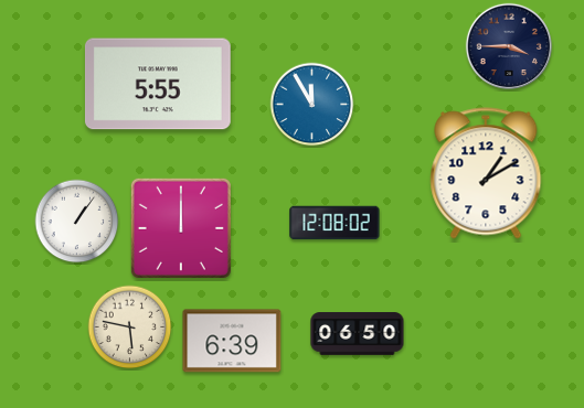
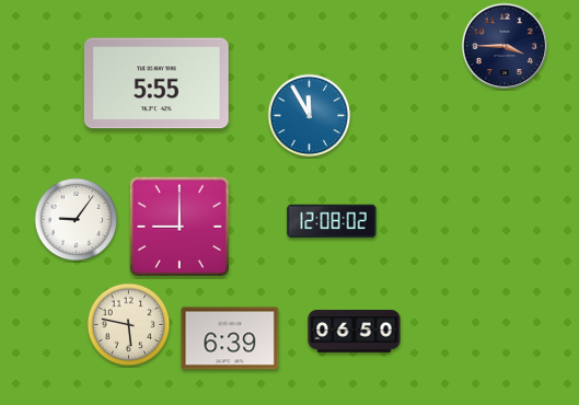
clock at (312, 105) position: (312, 105) -> (310, 116)
clock at (486, 173): 1:10 -> none
clock at (77, 222): 1:06 -> 9:06
clock at (181, 228): 12:00 -> 9:00
